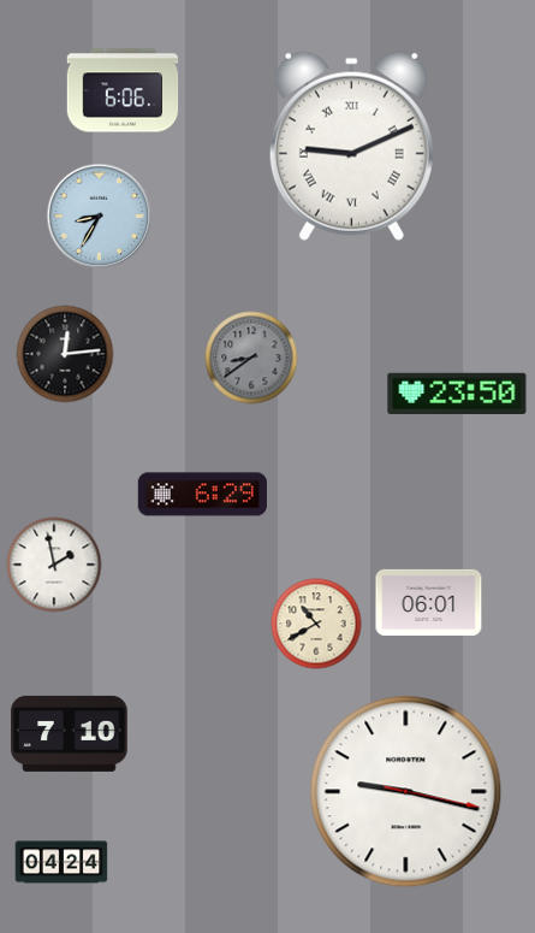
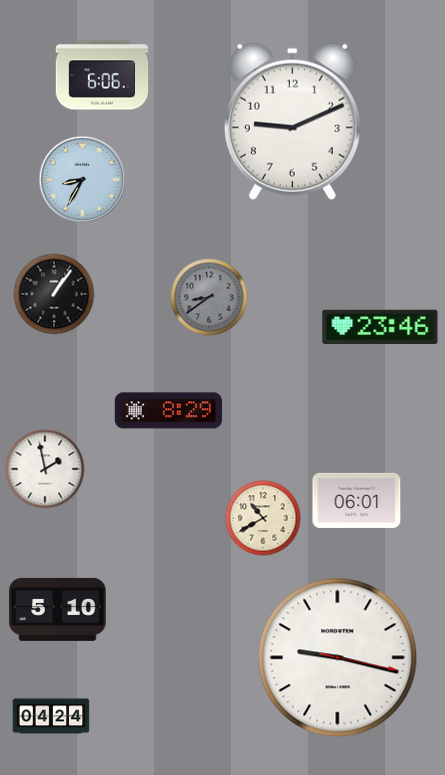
clock at (351, 146) numerals: Roman -> Arabic
clock at (65, 354): 12:14 -> 1:06
clock at (457, 392): 23:50 -> 23:46
clock at (202, 495): 6:29 -> 8:29
clock at (70, 733): 7:10 -> 5:10
